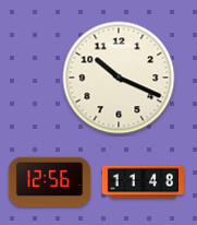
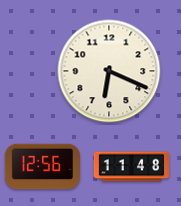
clock at (119, 78): 10:19 -> 6:19
clock at (49, 182) position: (49, 182) -> (42, 167)
